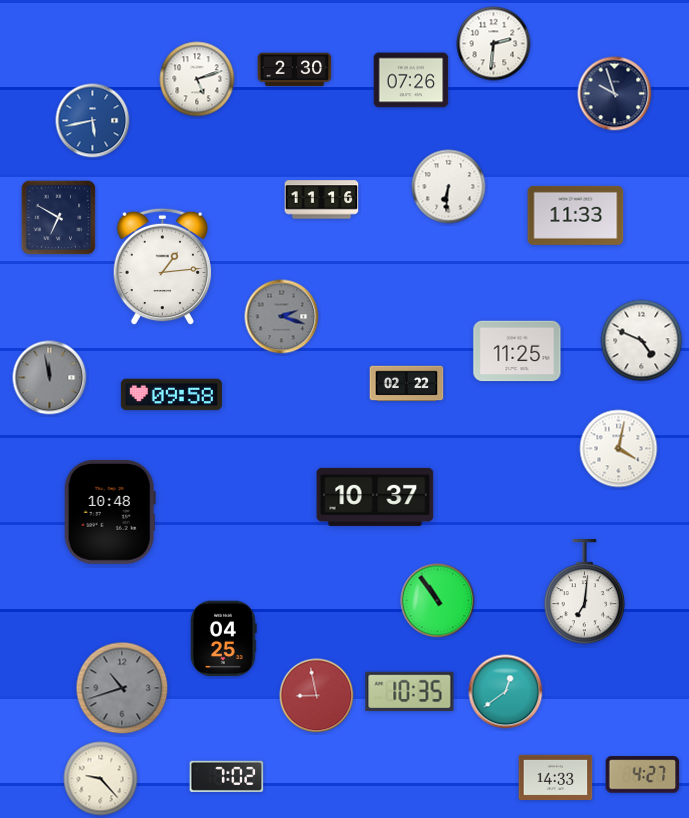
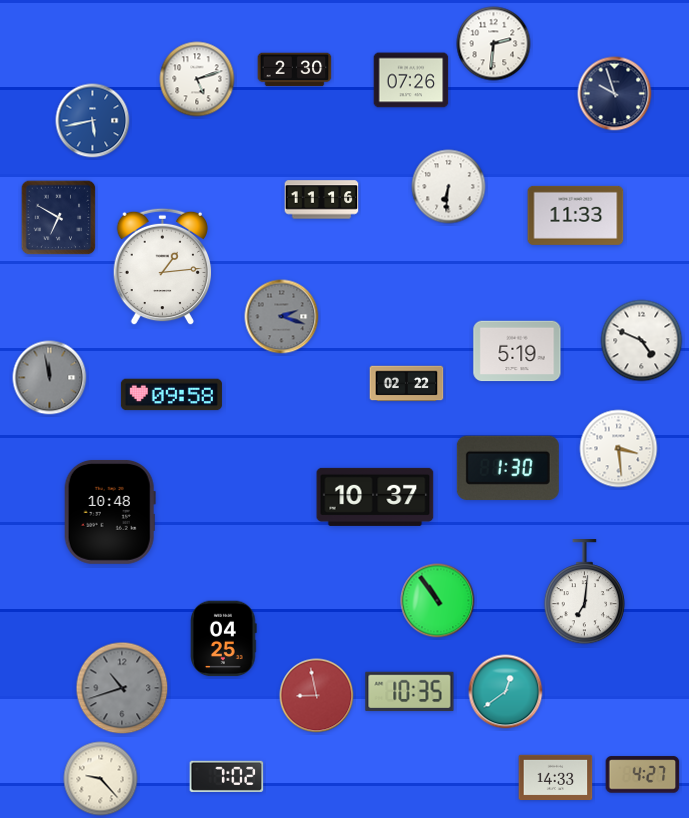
clock at (517, 351): 11:25 -> 5:19
clock at (619, 449): 4:02 -> 3:29
clock at (508, 468): none -> 1:30
